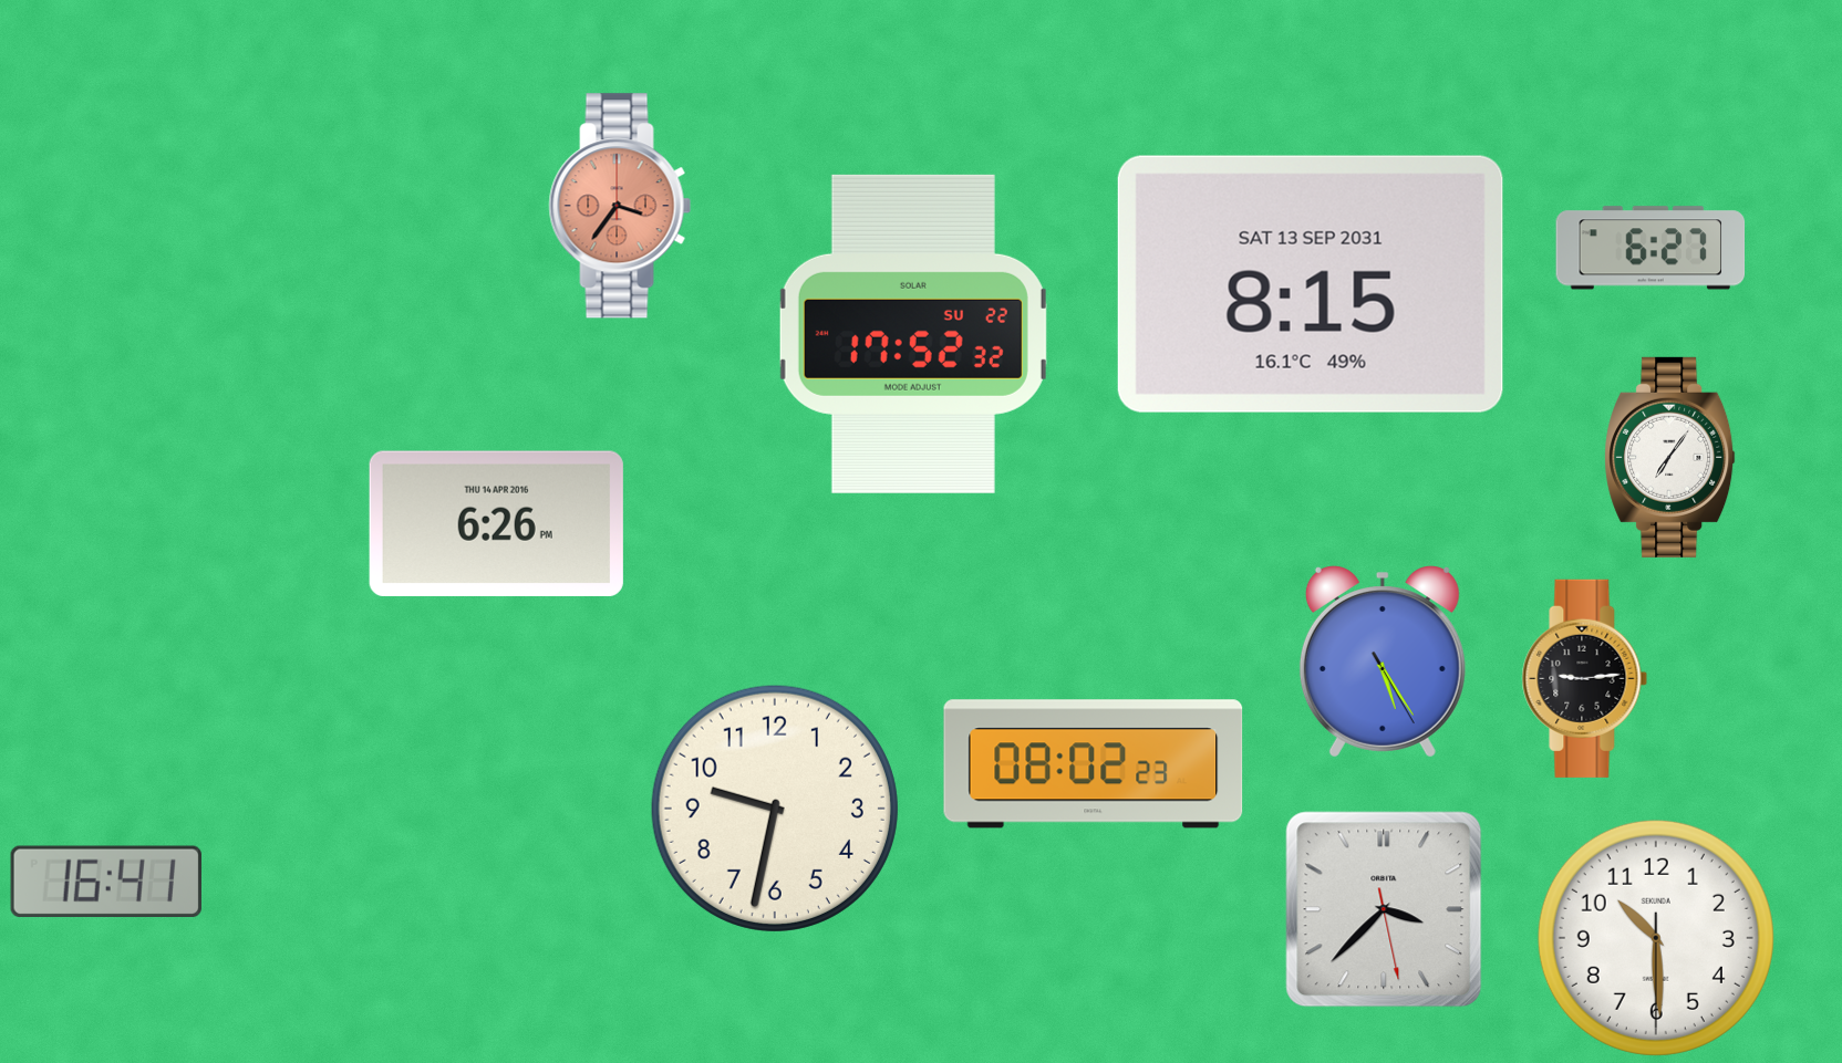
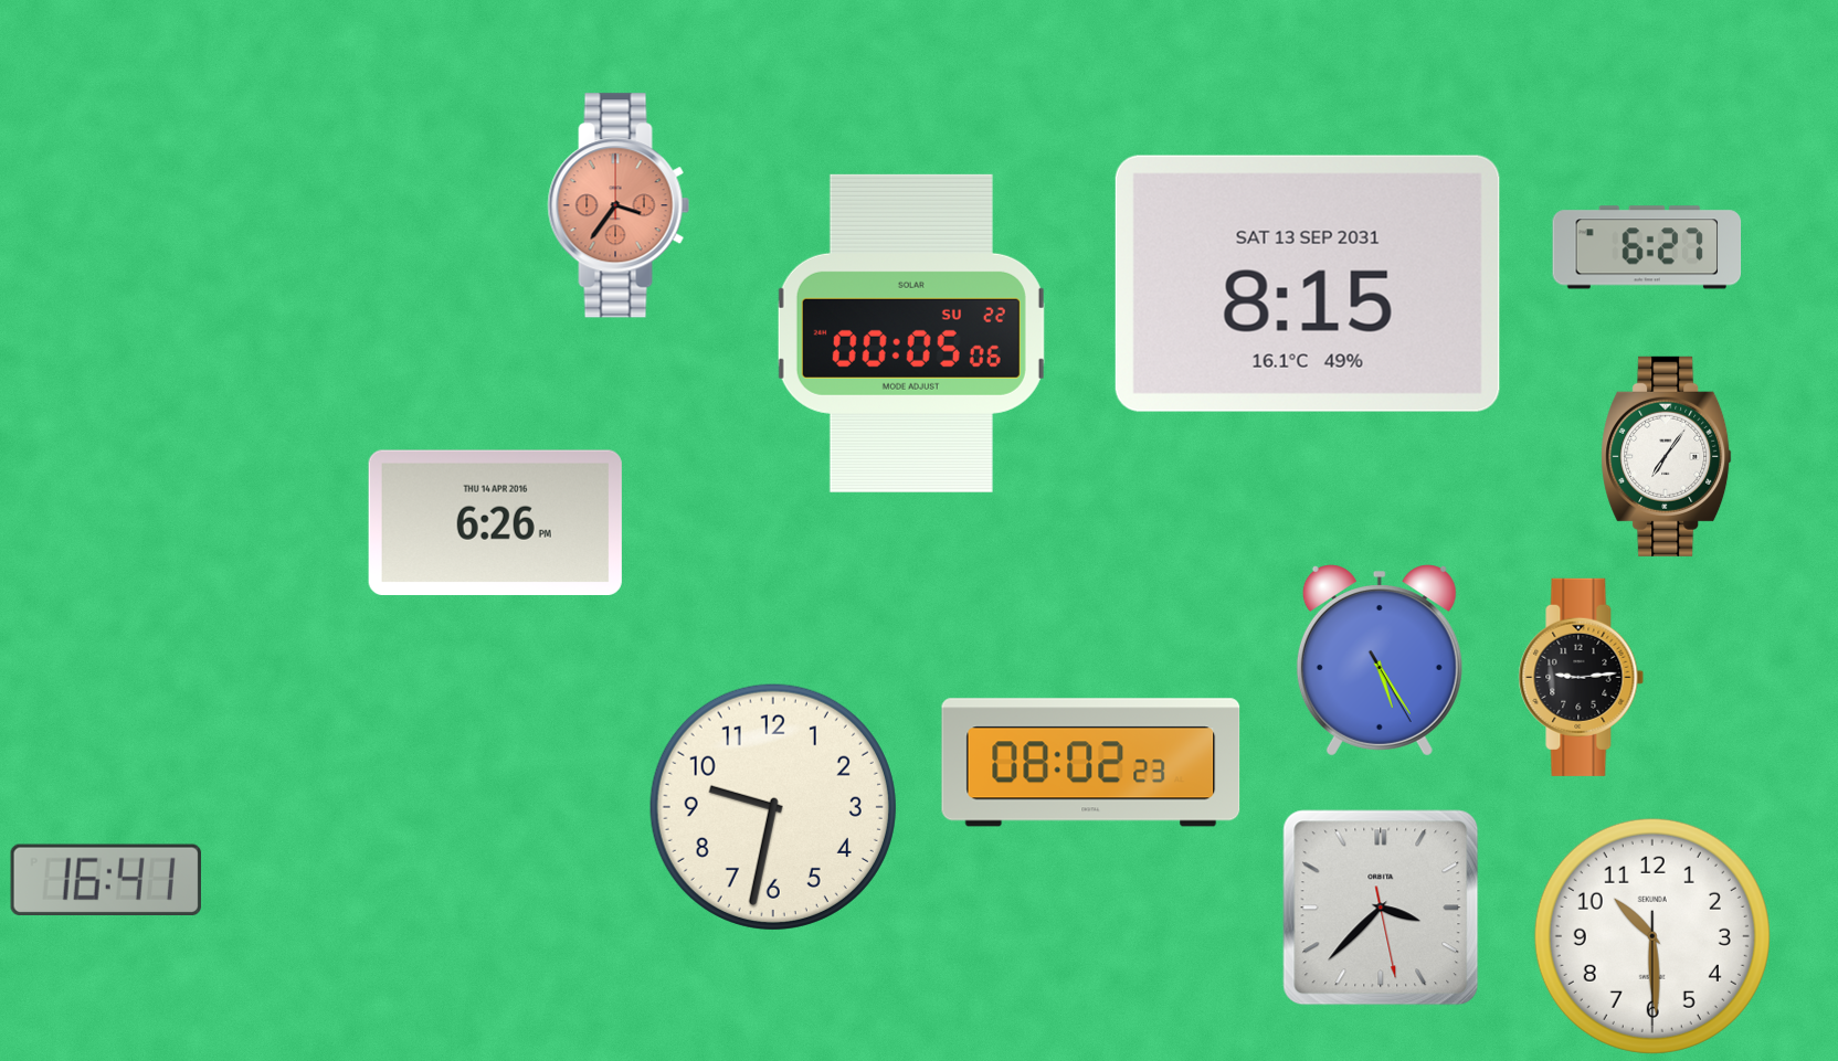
clock at (913, 334): 17:52 -> 00:05
